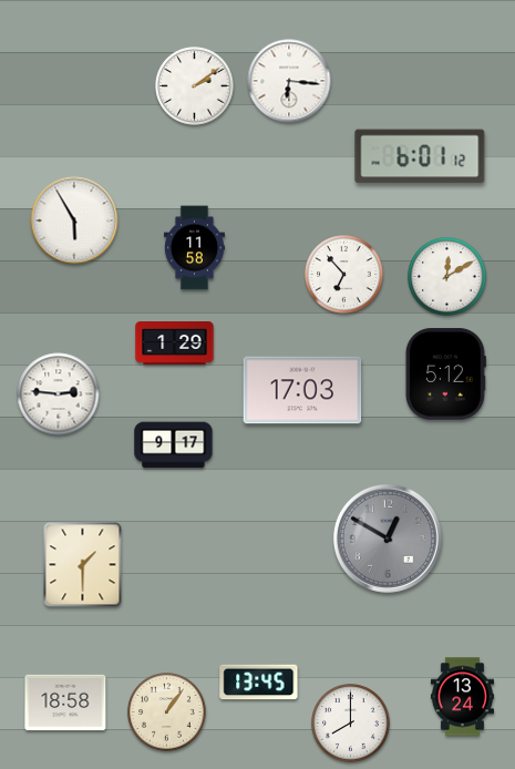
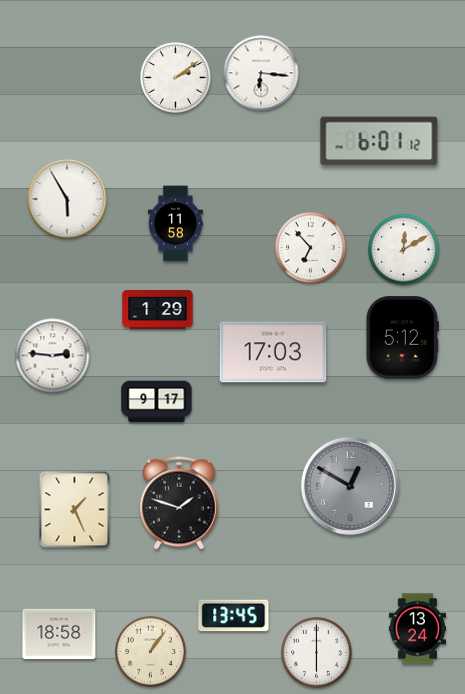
clock at (180, 503): none -> 1:48
clock at (83, 565): 1:30 -> 1:26
clock at (167, 712) position: (167, 712) -> (151, 652)
clock at (351, 724): 8:00 -> 6:00
